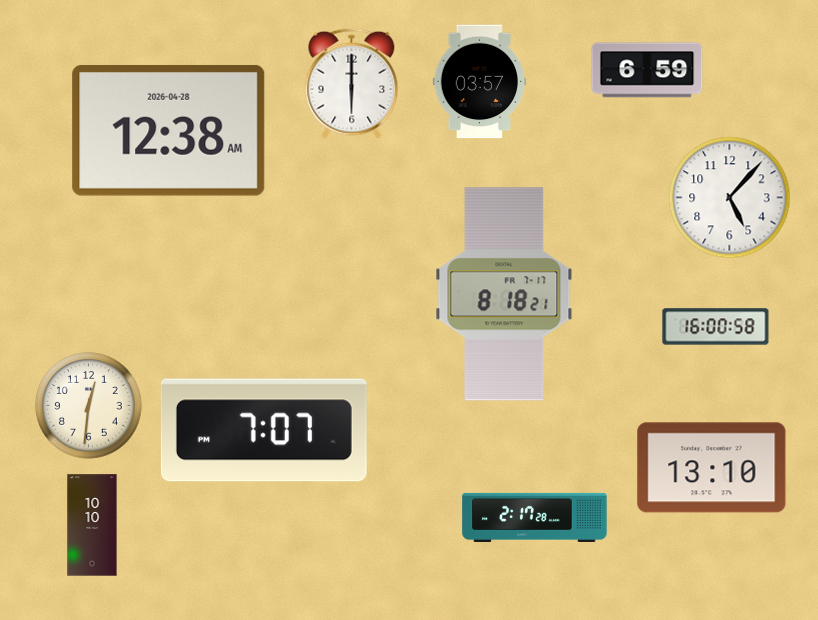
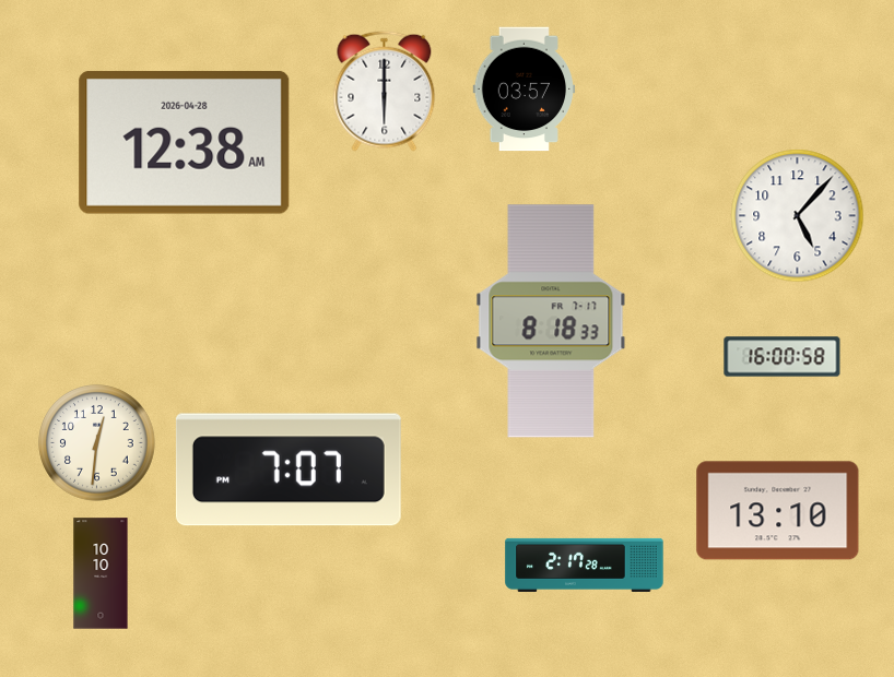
clock at (647, 70): 6:59 -> none
clock at (504, 294): 8:18:21 -> 8:18:33
